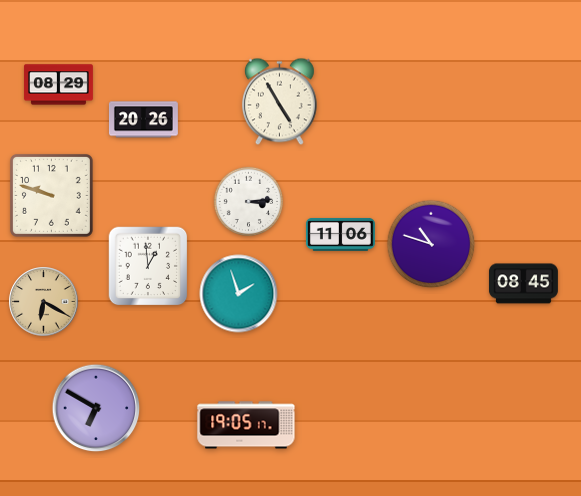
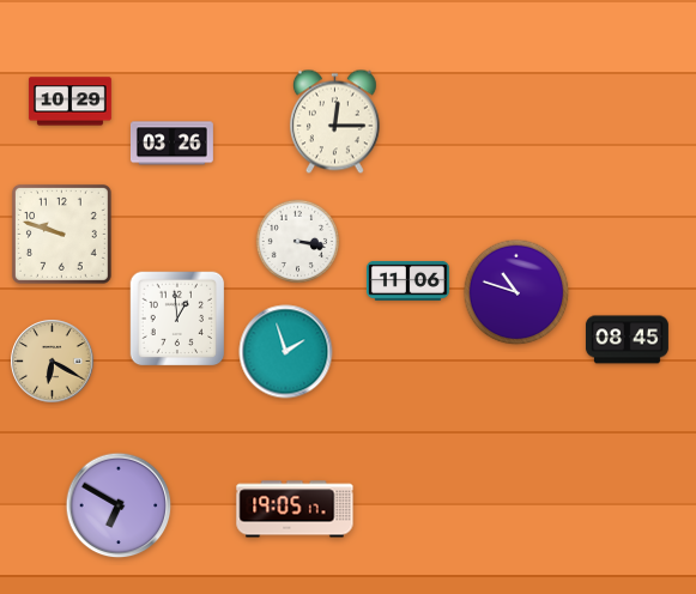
clock at (58, 85): 08:29 -> 10:29
clock at (279, 102): 4:55 -> 12:15
clock at (143, 120): 20:26 -> 03:26
clock at (249, 202): 3:14 -> 3:17
clock at (96, 408) position: (96, 408) -> (119, 505)
